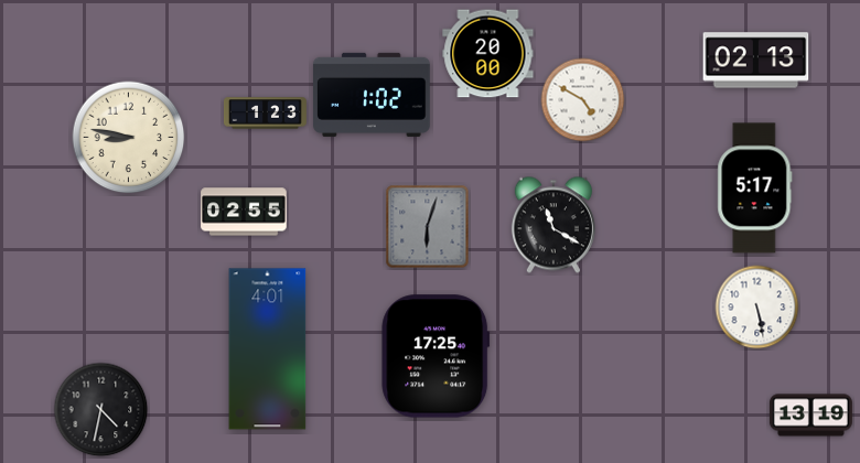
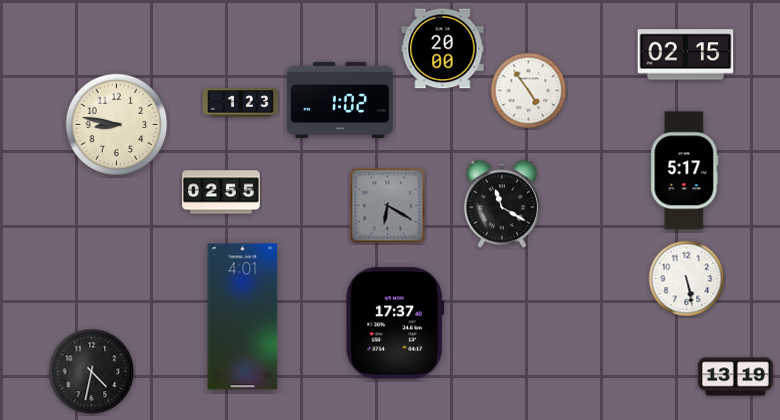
clock at (756, 61): 02:13 -> 02:15
clock at (373, 95) position: (373, 95) -> (341, 100)
clock at (583, 100): 4:50 -> 4:54
clock at (428, 227): 6:03 -> 6:20
clock at (436, 356): 17:25 -> 17:37
